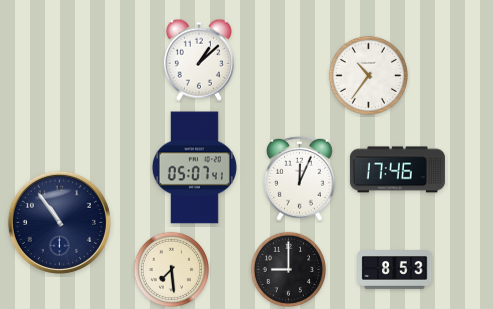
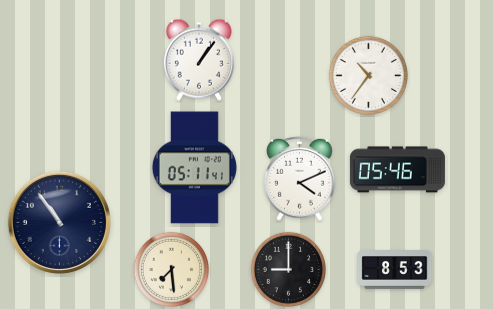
clock at (199, 60): 1:08 -> 1:06
clock at (194, 168): 05:07 -> 05:11
clock at (397, 170): 17:46 -> 05:46
clock at (299, 178): 12:04 -> 4:11
